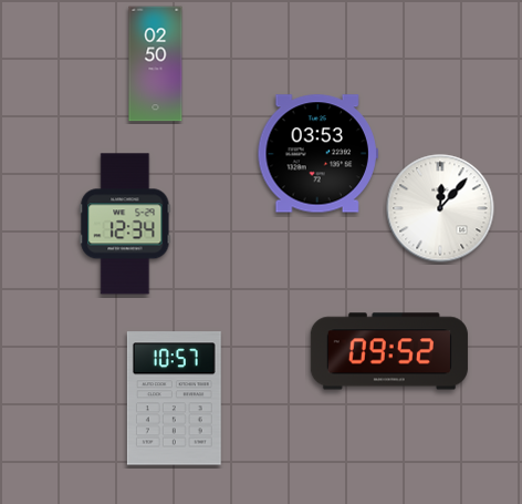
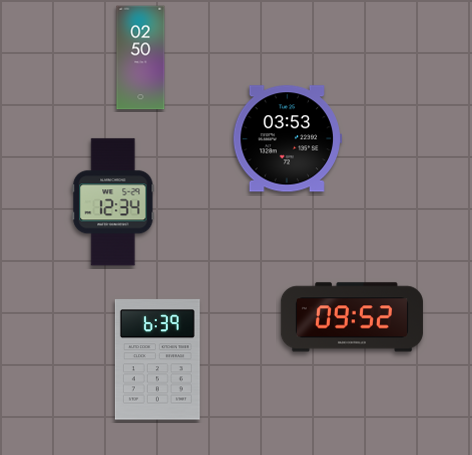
clock at (440, 208): 12:07 -> none
clock at (174, 399): 10:57 -> 6:39
